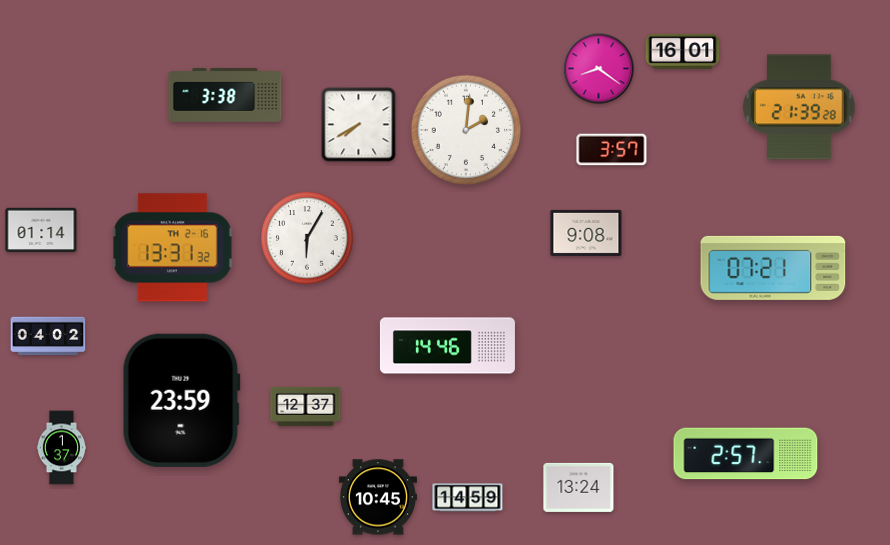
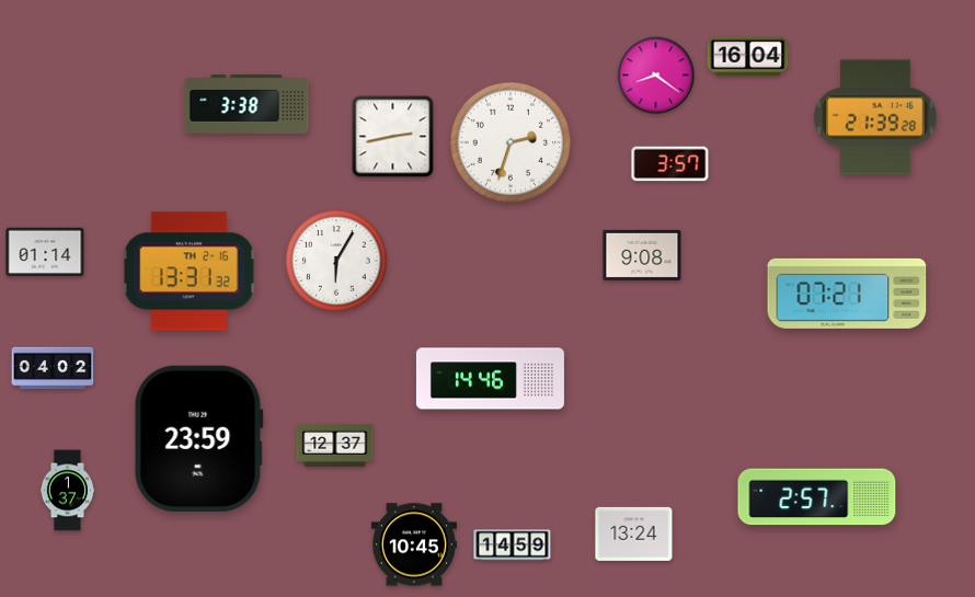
clock at (683, 51): 16:01 -> 16:04
clock at (359, 125): 7:40 -> 2:43
clock at (466, 130): 2:01 -> 2:33
